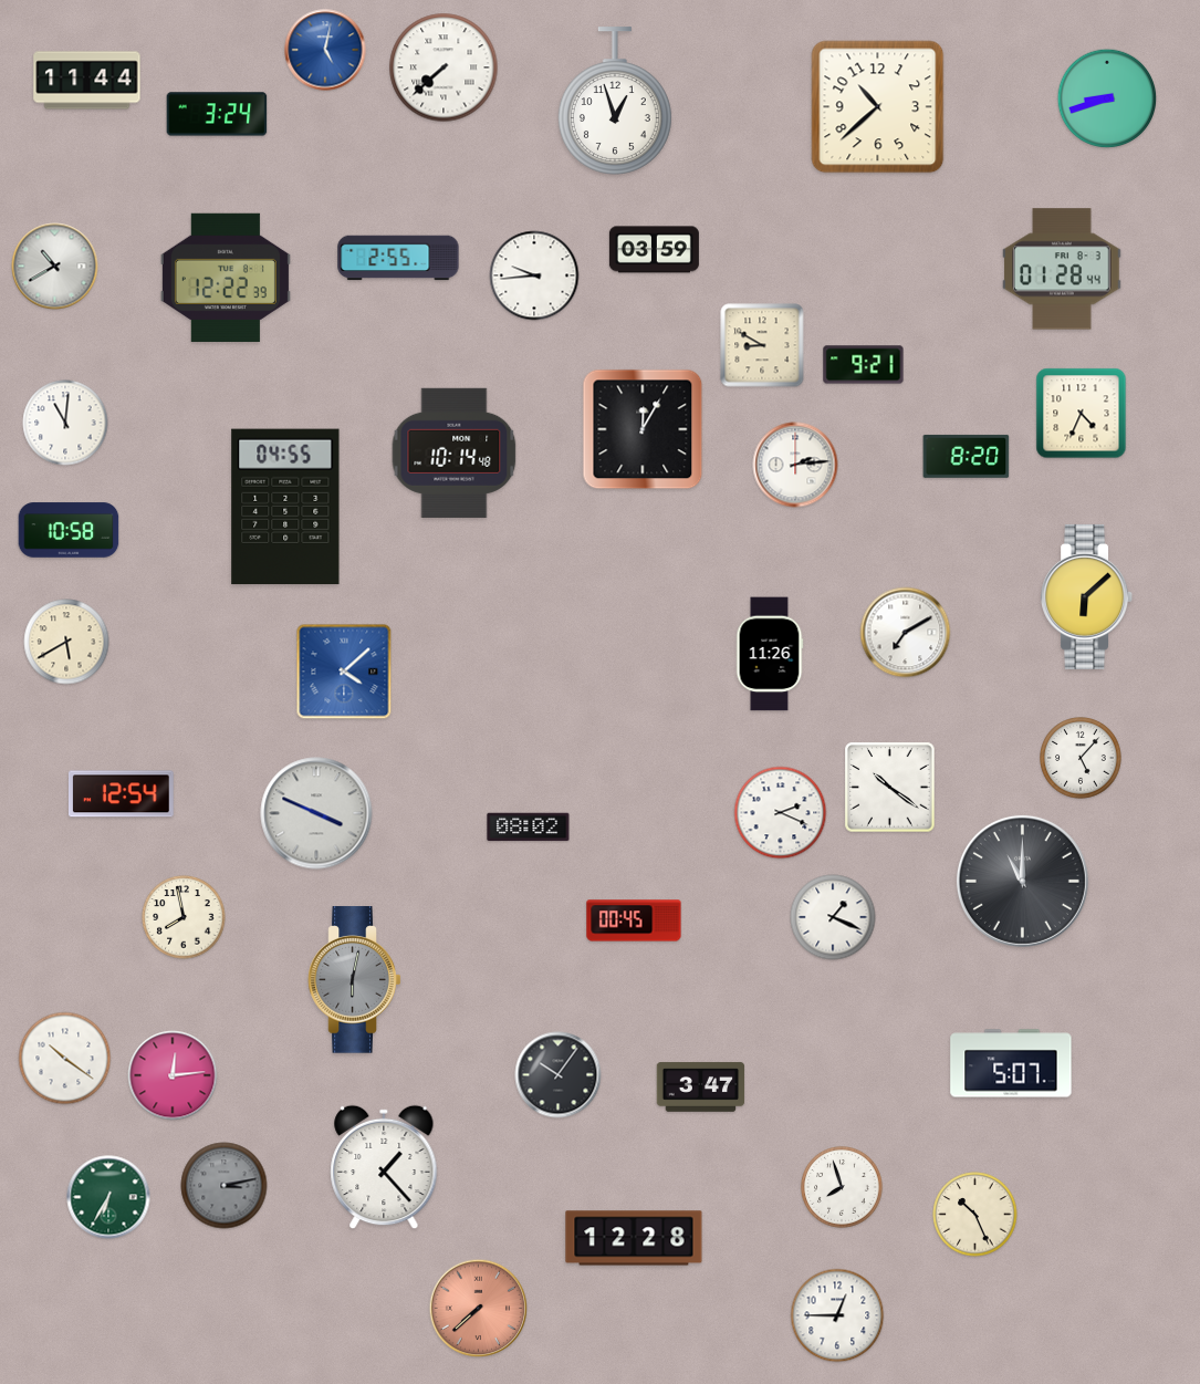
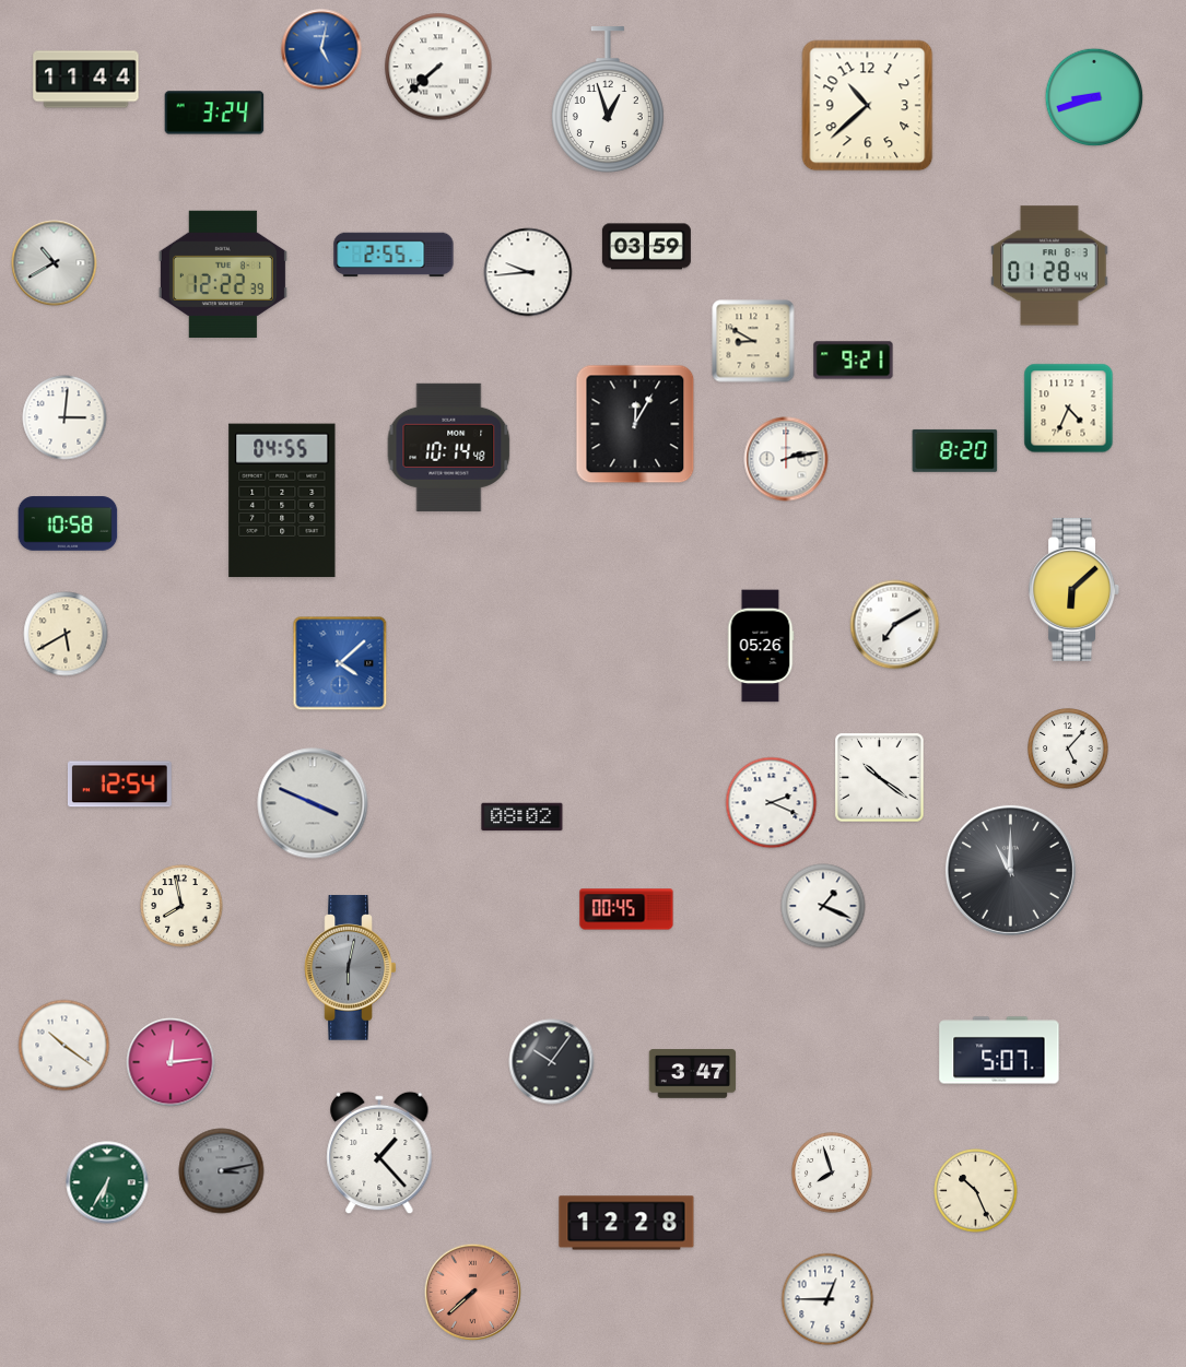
clock at (65, 423): 11:01 -> 3:01
clock at (795, 465): 2:14 -> 2:13
clock at (770, 654): 11:26 -> 05:26
clock at (975, 1215) position: (975, 1215) -> (976, 1191)
